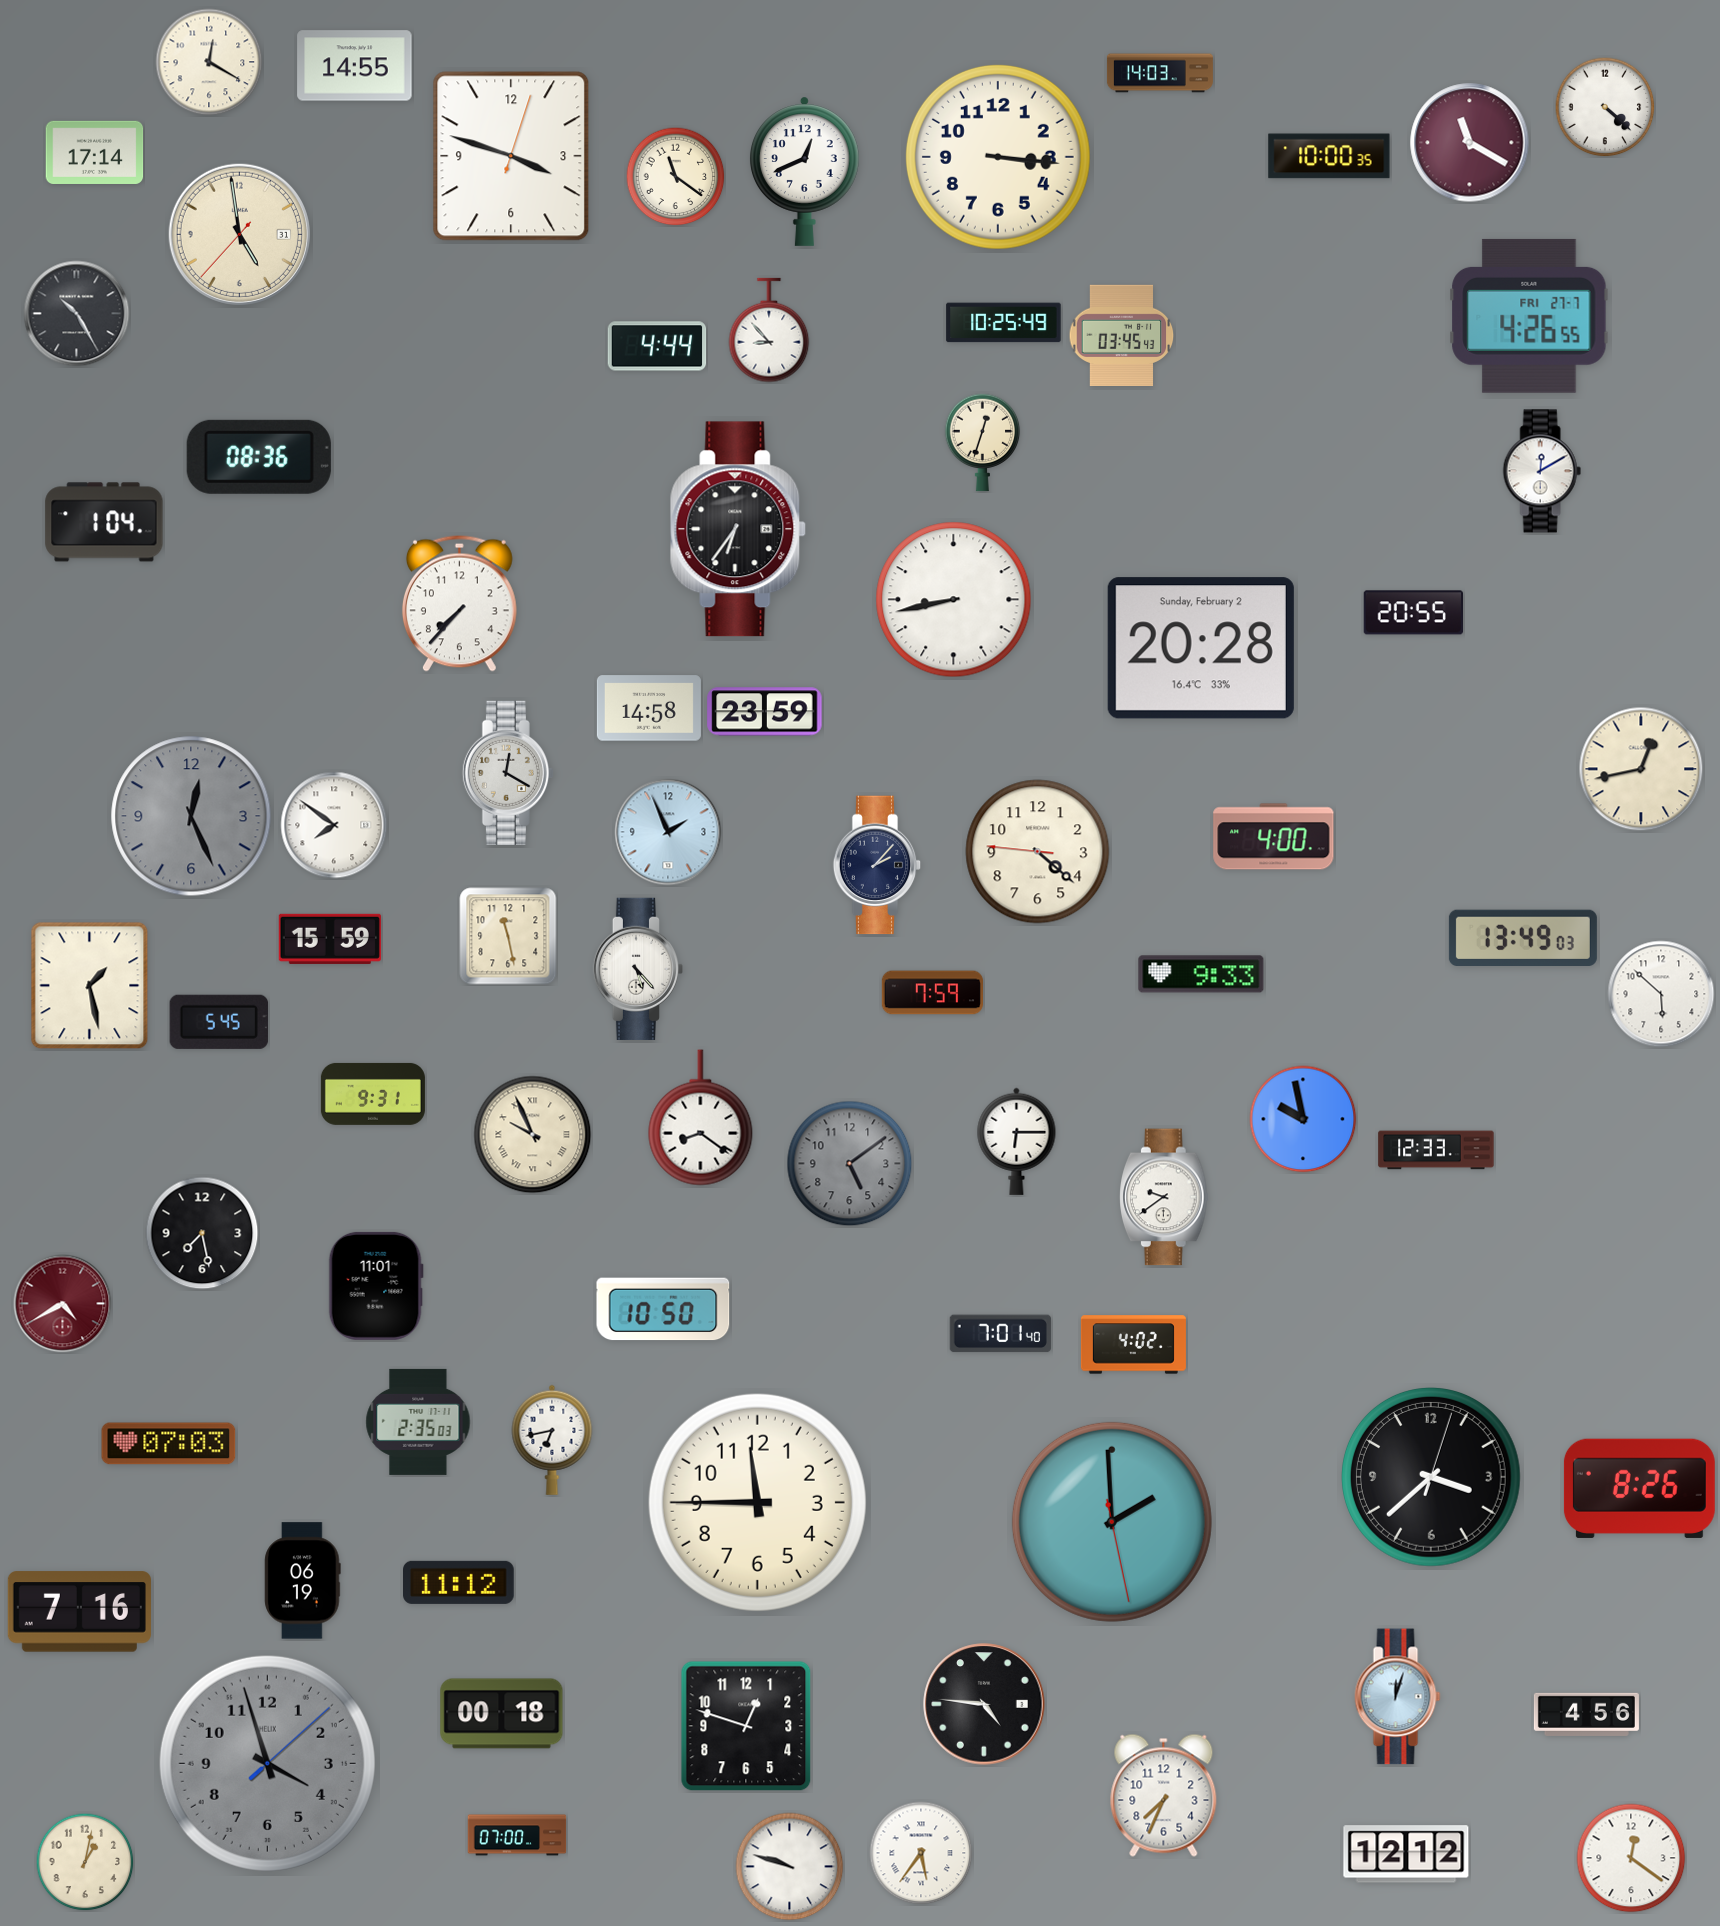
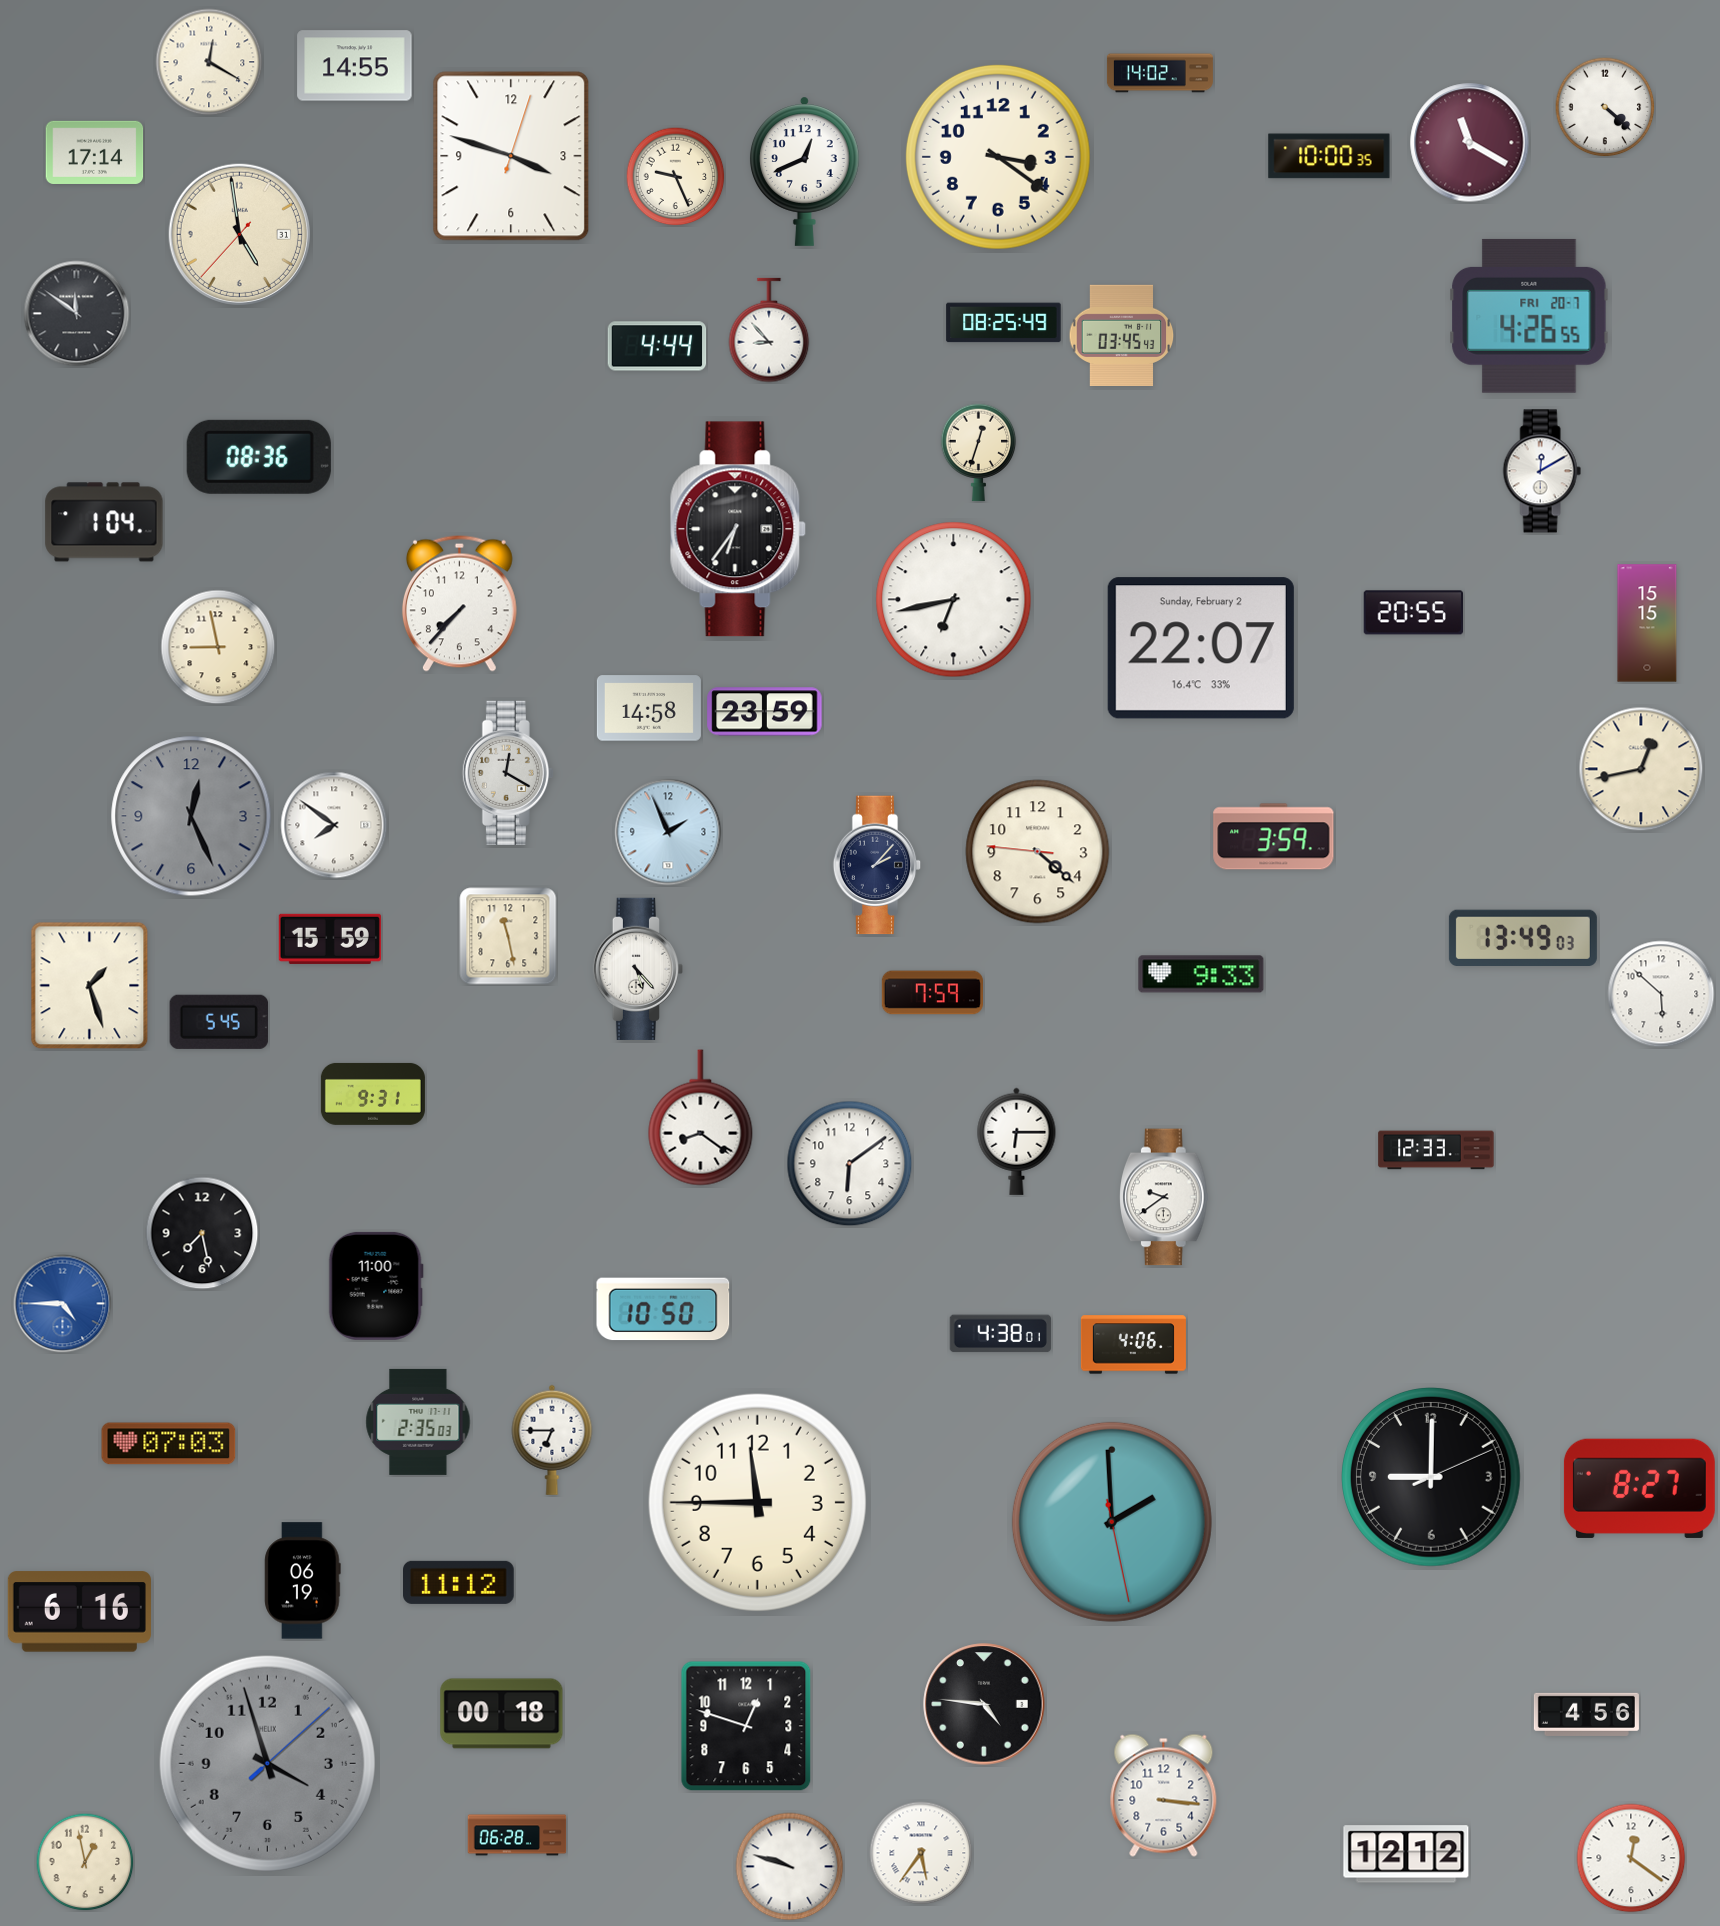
clock at (1160, 73): 14:03 -> 14:02
clock at (998, 157): 3:16 -> 3:21
clock at (676, 177): 11:21 -> 9:26
clock at (77, 314): 10:25 -> 11:51
clock at (1529, 316) date: FRI 27-7 -> FRI 20-7
clock at (1004, 323): 10:25 -> 08:25
clock at (983, 443) position: (983, 443) -> (979, 453)
clock at (954, 600): 8:43 -> 6:43
clock at (1647, 623): none -> 15:15
clock at (218, 647): none -> 8:58
clock at (1201, 648): 20:28 -> 22:07
clock at (1274, 837): 4:00 -> 3:59
clock at (90, 986): 1:28 -> 1:27
clock at (1303, 1119): 9:58 -> none
clock at (533, 1135): 9:56 -> none
clock at (850, 1164): 5:09 -> 6:09
clock at (850, 1164) dial: grey -> white
clock at (376, 1286): 11:01 -> 11:00
clock at (63, 1304): 4:40 -> 4:45
clock at (63, 1304) dial: burgundy -> blue
clock at (1000, 1334): 7:01 -> 4:38
clock at (1133, 1345): 4:02 -> 4:06
clock at (552, 1440): 6:43 -> 6:45
clock at (1432, 1478): 3:38 -> 9:00
clock at (1639, 1488): 8:26 -> 8:27
clock at (79, 1612): 7:16 -> 6:16
clock at (1398, 1697): 12:03 -> none
clock at (1164, 1795): 7:34 -> 3:16
clock at (517, 1835): 07:00 -> 06:28
clock at (85, 1862): 1:02 -> 12:58
